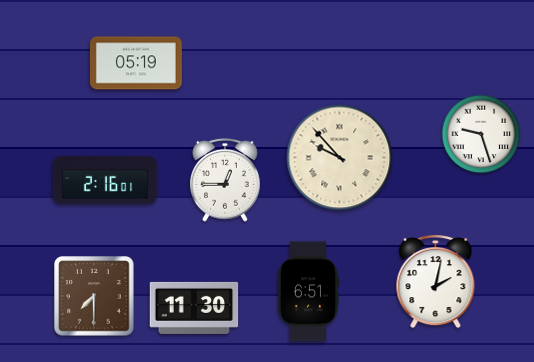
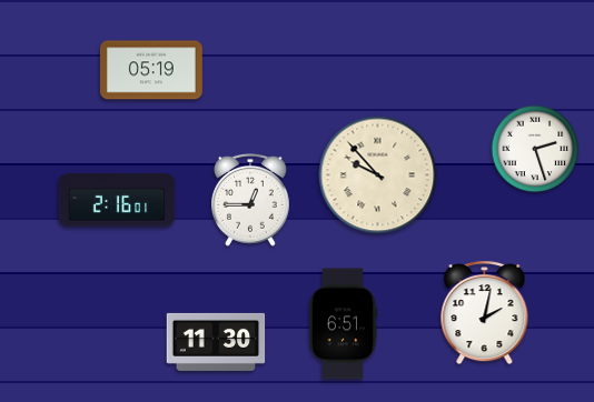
clock at (481, 134): 9:27 -> 2:27
clock at (94, 296): 7:30 -> none
